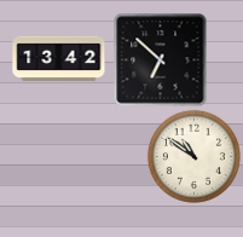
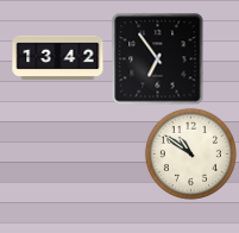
clock at (161, 60): 6:52 -> 6:54
